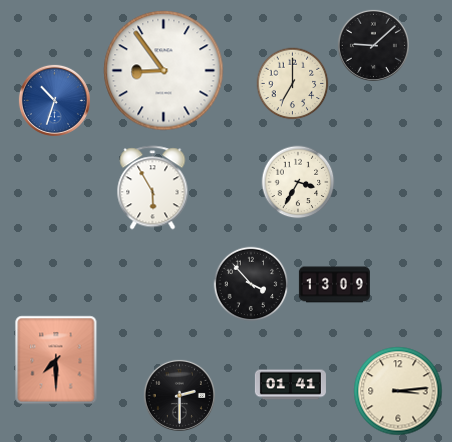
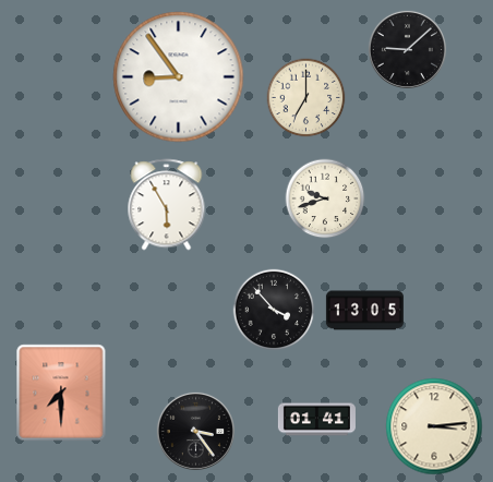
clock at (293, 84) position: (293, 84) -> (306, 98)
clock at (54, 100): 10:33 -> none
clock at (298, 182): 3:35 -> 9:42
clock at (334, 285): 13:09 -> 13:05
clock at (179, 395): 2:30 -> 3:24
